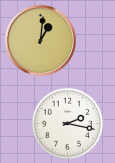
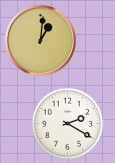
clock at (68, 124): 2:17 -> 2:20
